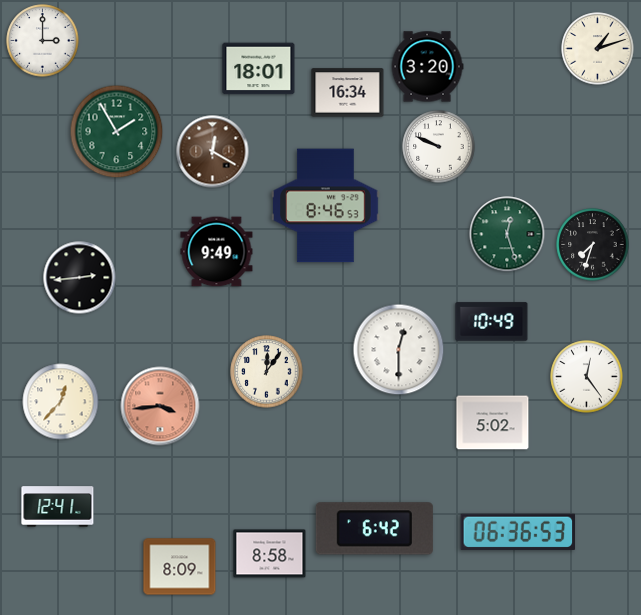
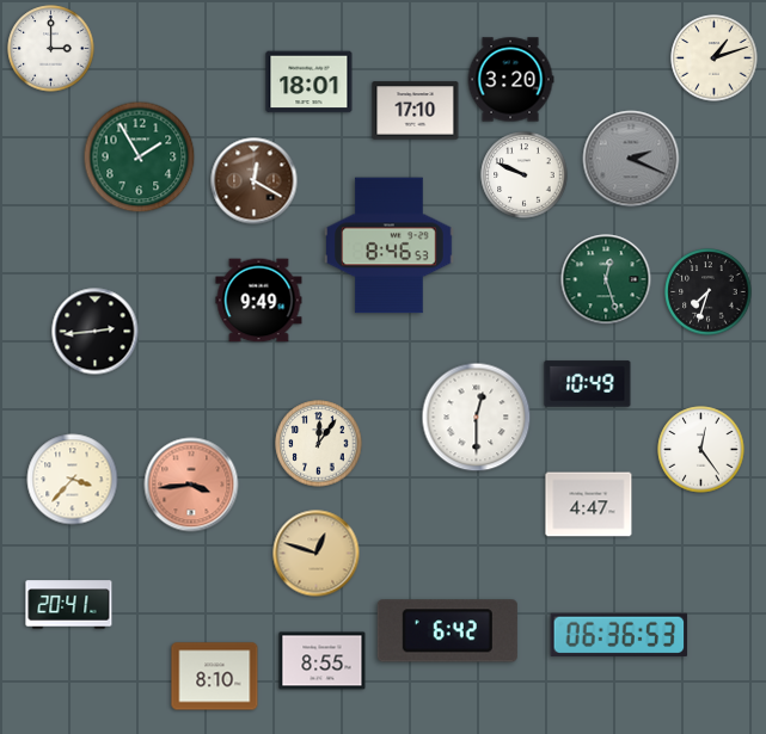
clock at (348, 93): 16:34 -> 17:10
clock at (631, 159): none -> 2:19
clock at (61, 402): 12:37 -> 3:37
clock at (493, 423): 5:02 -> 4:47
clock at (317, 554): none -> 12:48
clock at (58, 507): 12:41 -> 20:41
clock at (270, 554): 8:58 -> 8:55
clock at (180, 567): 8:09 -> 8:10
